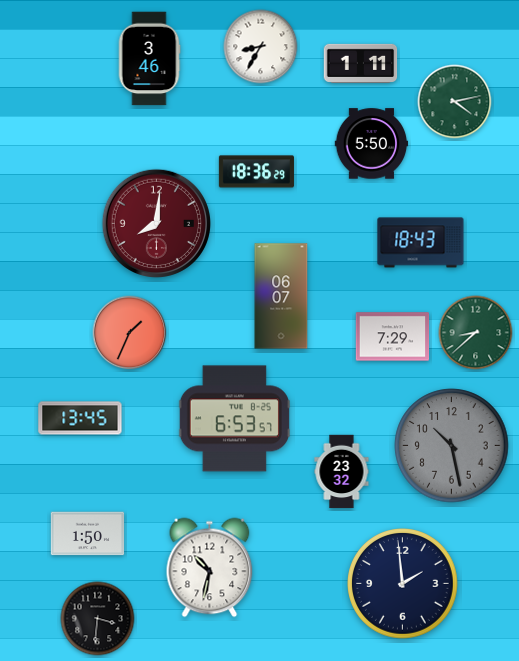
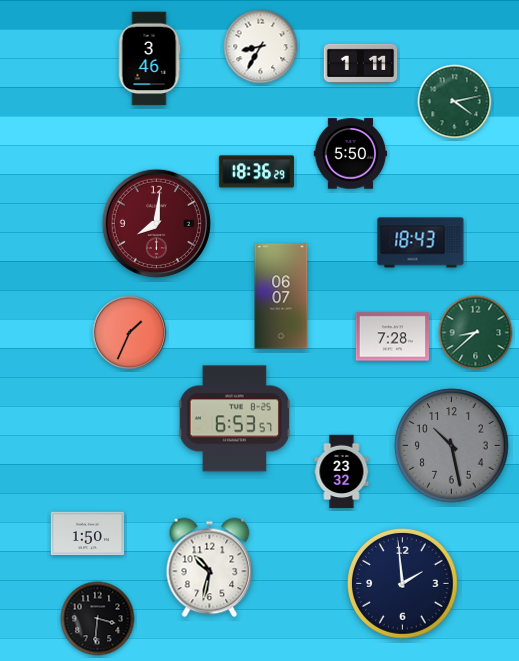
clock at (372, 144) position: (372, 144) -> (351, 154)
clock at (393, 337): 7:29 -> 7:28
clock at (80, 418): 13:45 -> none
